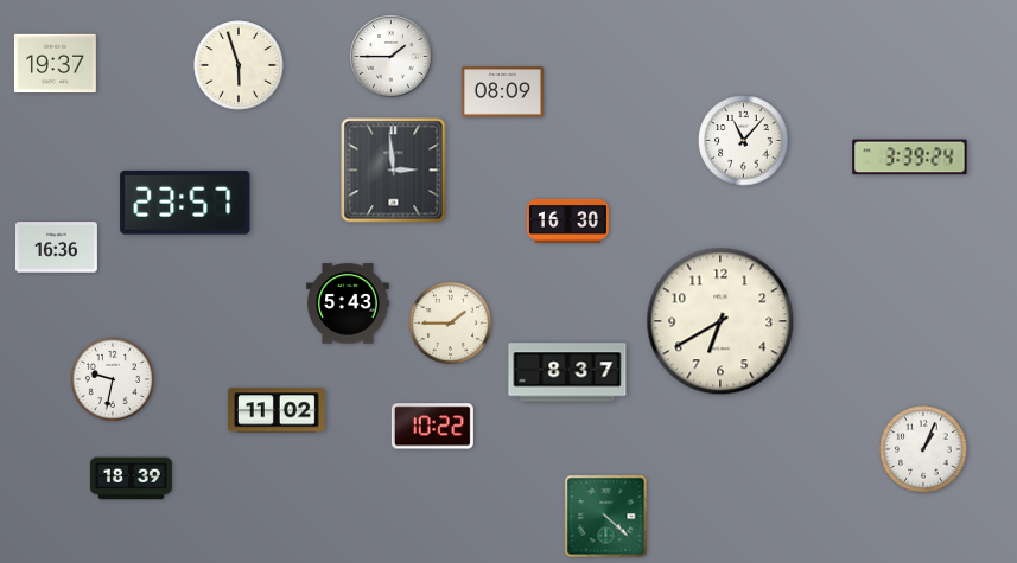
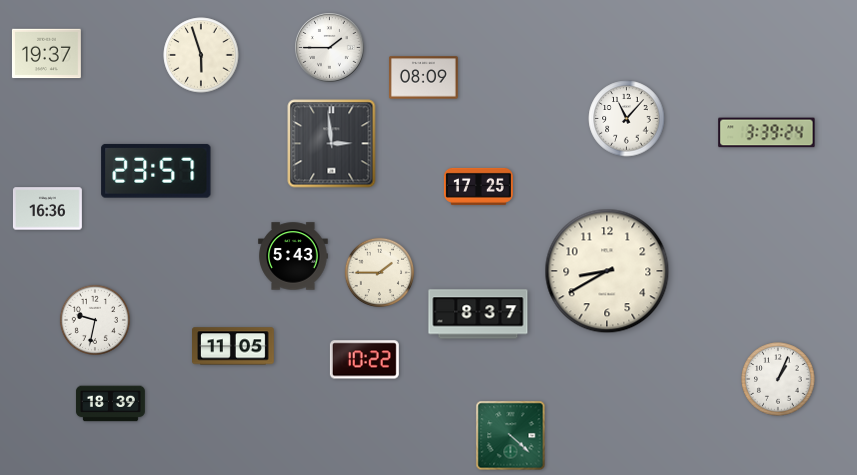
clock at (567, 220): 16:30 -> 17:25
clock at (720, 321): 6:40 -> 8:40
clock at (278, 410): 11:02 -> 11:05
